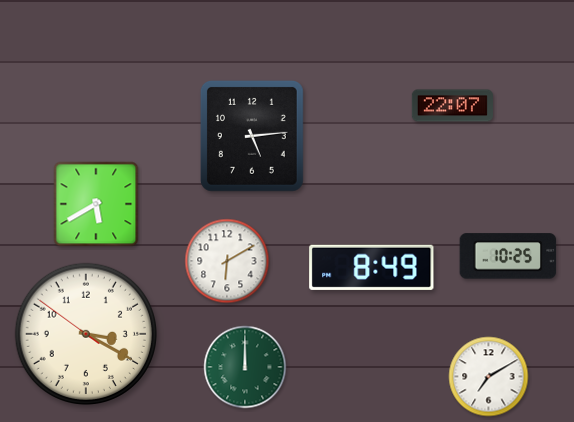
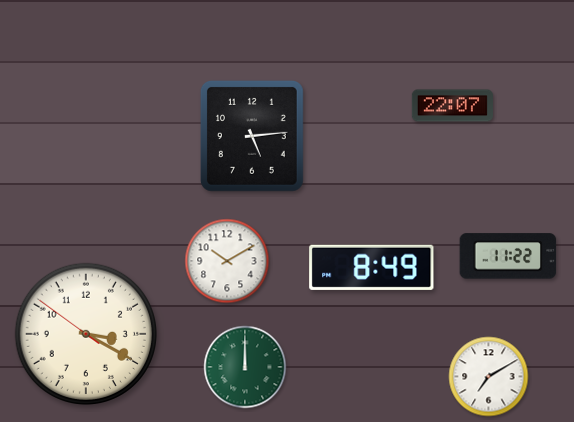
clock at (96, 204): 5:40 -> none
clock at (508, 256): 10:25 -> 11:22
clock at (227, 261): 6:10 -> 10:10
